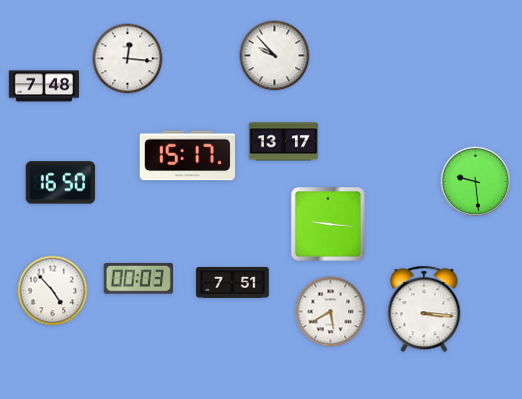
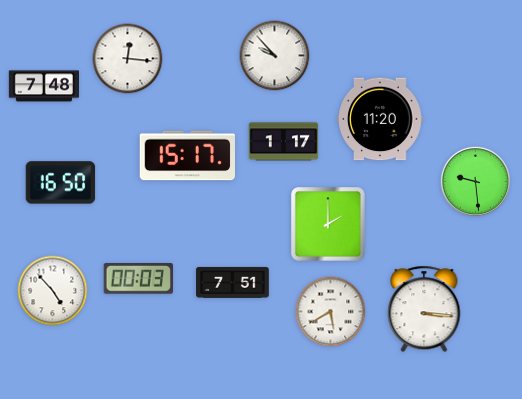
clock at (380, 119): none -> 11:20
clock at (284, 142): 13:17 -> 1:17
clock at (329, 225): 9:16 -> 2:00
